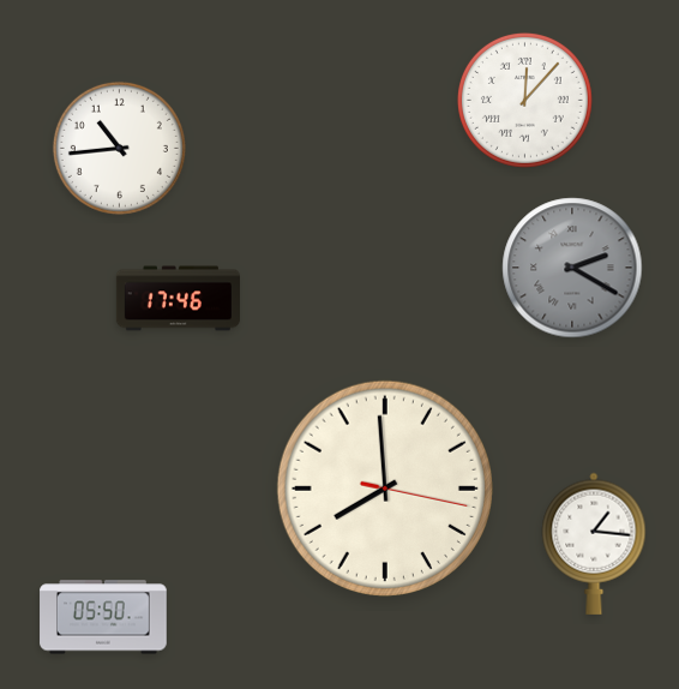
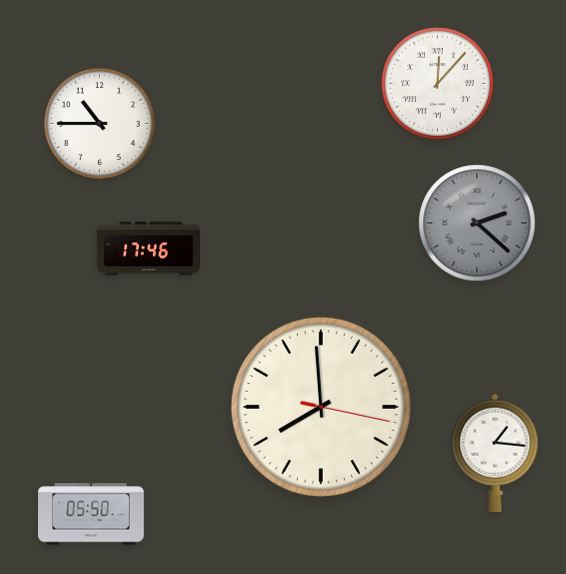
clock at (119, 148): 10:44 -> 10:45
clock at (572, 268): 2:20 -> 2:22
clock at (103, 617) position: (103, 617) -> (91, 514)
